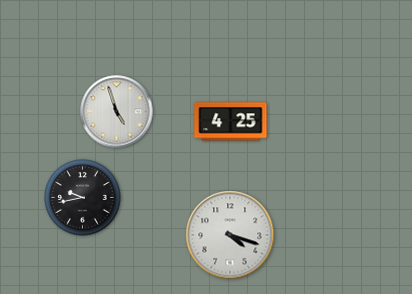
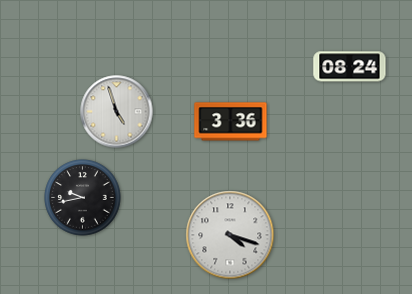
clock at (350, 67): none -> 08:24
clock at (231, 122): 4:25 -> 3:36
